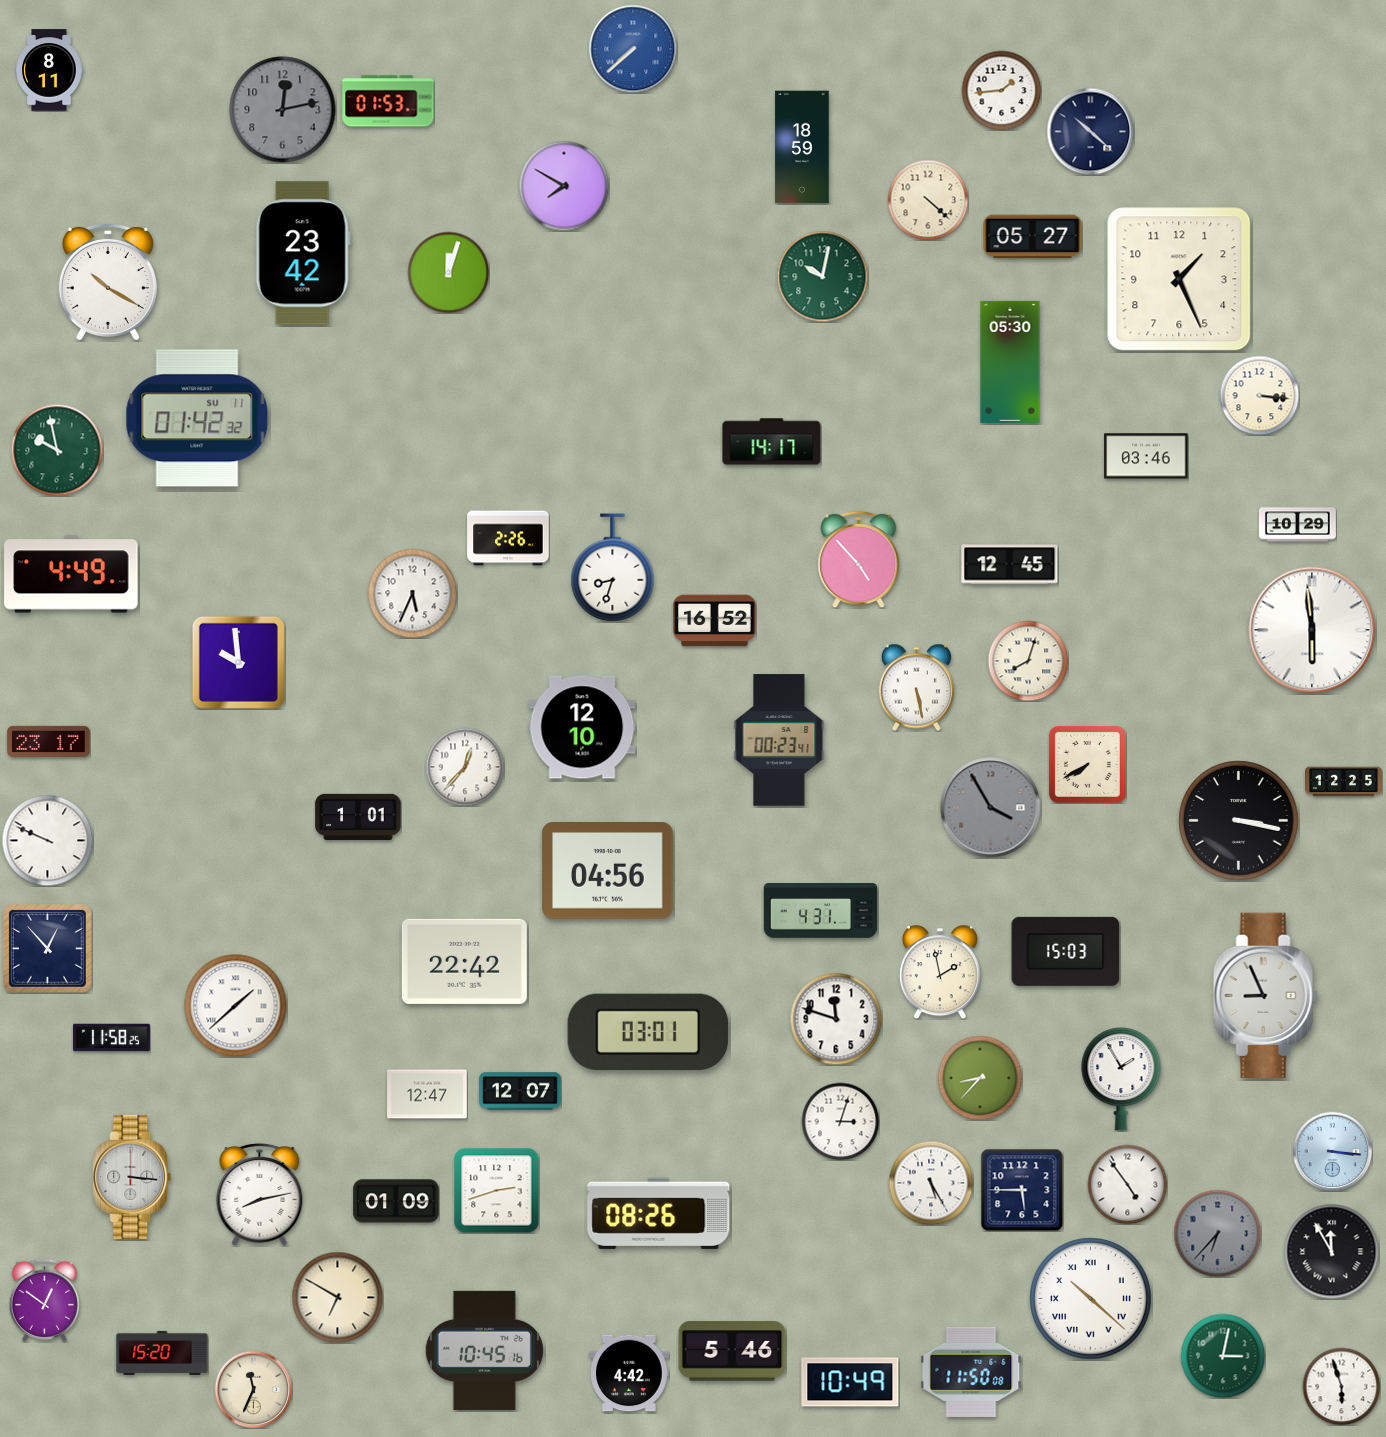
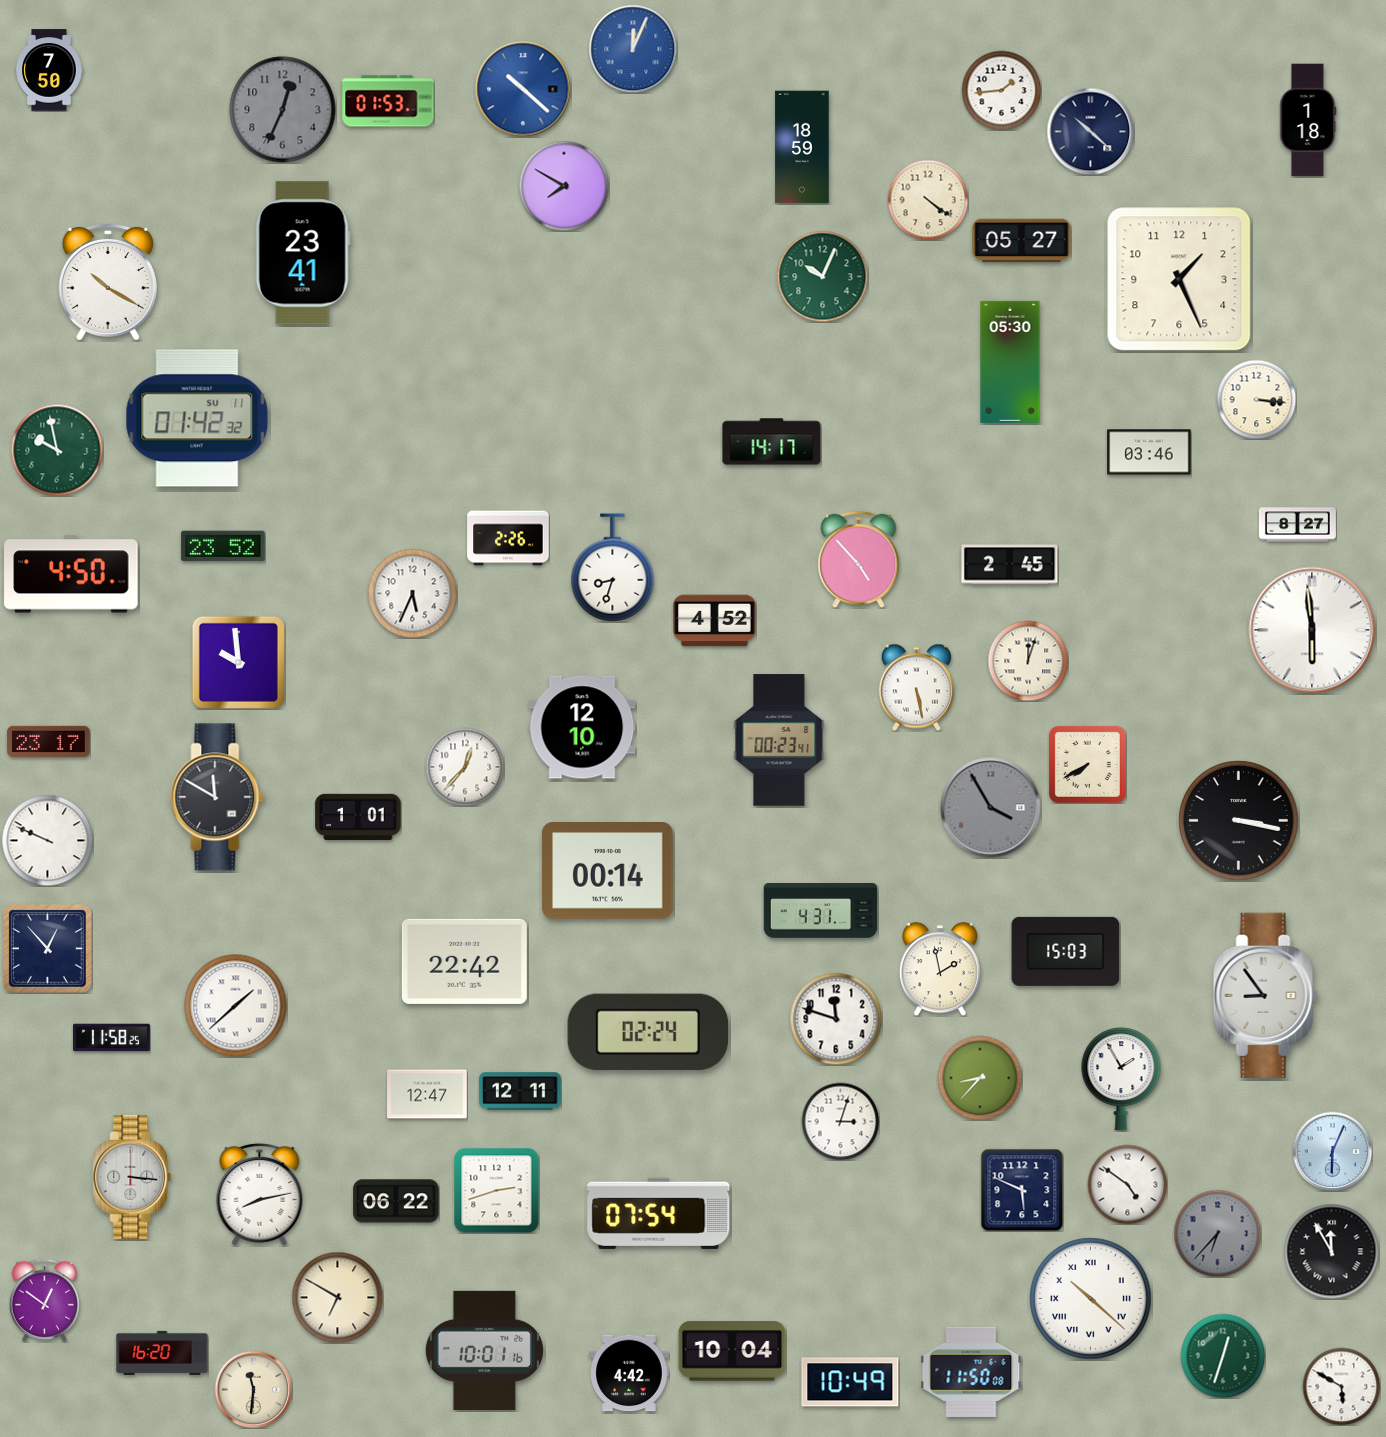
clock at (633, 49): 7:38 -> 12:04
clock at (49, 70): 8:11 -> 7:50
clock at (523, 89): none -> 10:22
clock at (283, 110): 12:13 -> 12:34
clock at (1308, 120): none -> 1:18
clock at (928, 200): 4:22 -> 4:21
clock at (1033, 237) position: (1033, 237) -> (1022, 241)
clock at (303, 253): 23:42 -> 23:41
clock at (448, 272): 12:03 -> none
clock at (822, 276): 10:02 -> 10:04
clock at (1259, 395) position: (1259, 395) -> (1256, 399)
clock at (1146, 456) position: (1146, 456) -> (1149, 452)
clock at (1297, 525): 10:29 -> 8:27
clock at (223, 546): none -> 23:52
clock at (1010, 565): 12:45 -> 2:45
clock at (71, 574): 4:49 -> 4:50
clock at (715, 621): 16:52 -> 4:52
clock at (1028, 661): 8:03 -> 12:03
clock at (1344, 782): 12:25 -> none
clock at (217, 797): none -> 11:50
clock at (608, 871): 04:56 -> 00:14
clock at (940, 972) position: (940, 972) -> (940, 969)
clock at (1265, 995): 8:56 -> 8:54
clock at (648, 1032): 03:01 -> 02:24
clock at (520, 1091): 12:07 -> 12:11
clock at (1332, 1151): 3:16 -> 6:04
clock at (931, 1183): 5:25 -> none
clock at (1127, 1184): 4:54 -> 4:51
clock at (1022, 1190): 5:45 -> 5:49
clock at (396, 1201): 01:09 -> 06:22
clock at (659, 1213): 08:26 -> 07:54
clock at (484, 1350): 10:45 -> 10:01
clock at (732, 1351): 5:46 -> 10:04
clock at (162, 1353): 15:20 -> 16:20
clock at (1223, 1356): 3:02 -> 12:33
clock at (1341, 1386): 5:57 -> 5:50
clock at (253, 1389): 11:34 -> 11:31
